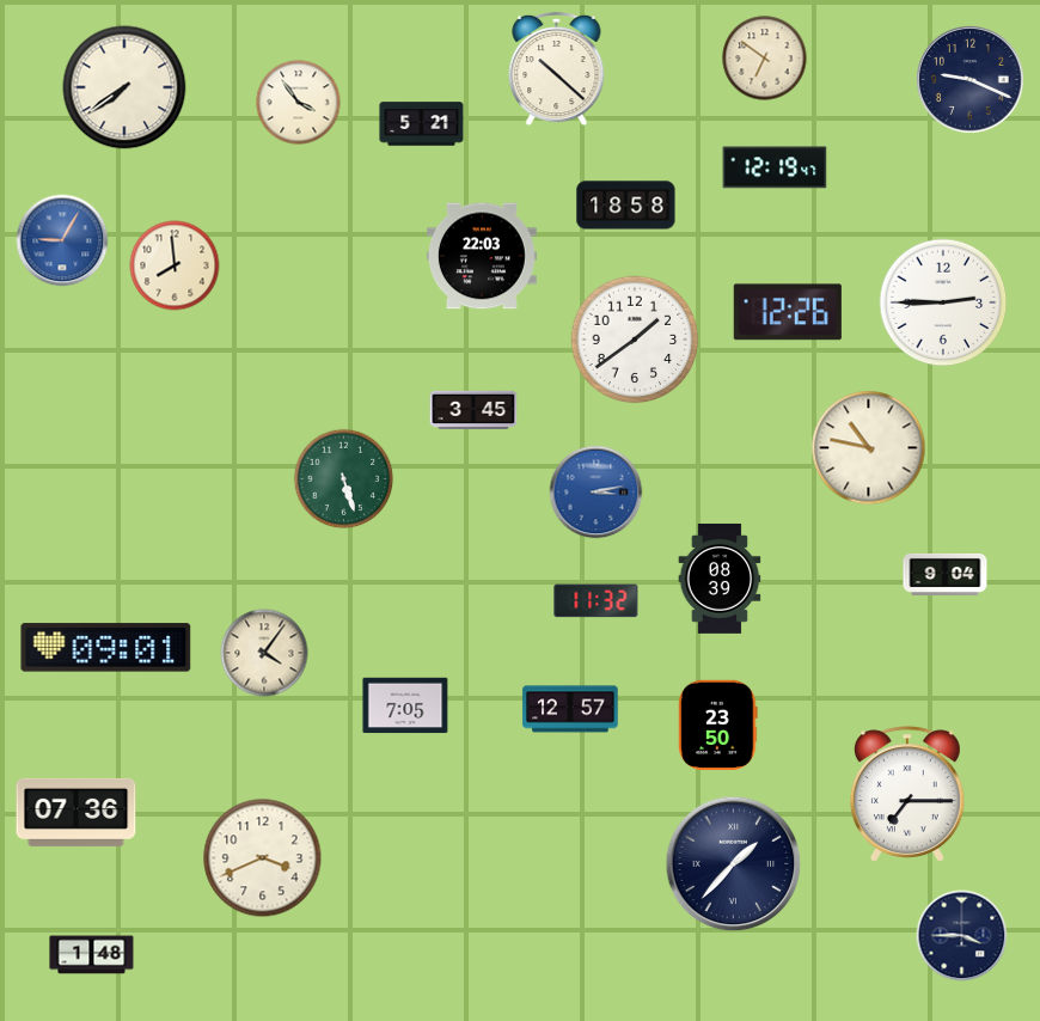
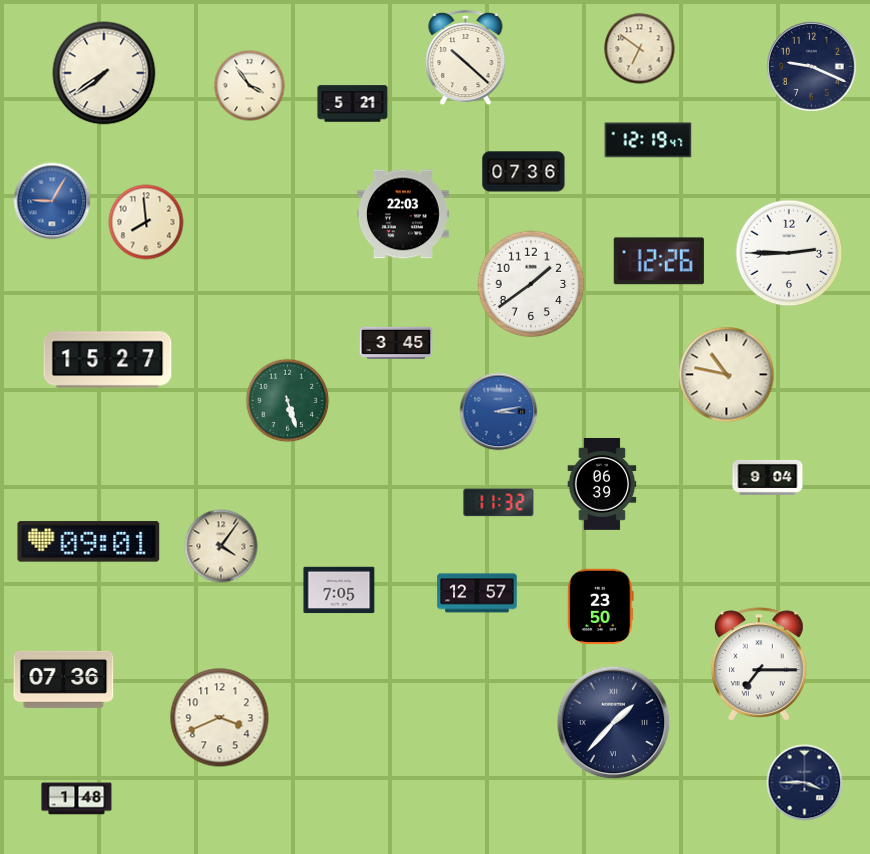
clock at (626, 206): 18:58 -> 07:36
clock at (108, 360): none -> 15:27
clock at (946, 574) position: (946, 574) -> (768, 477)
clock at (720, 579): 08:39 -> 06:39
